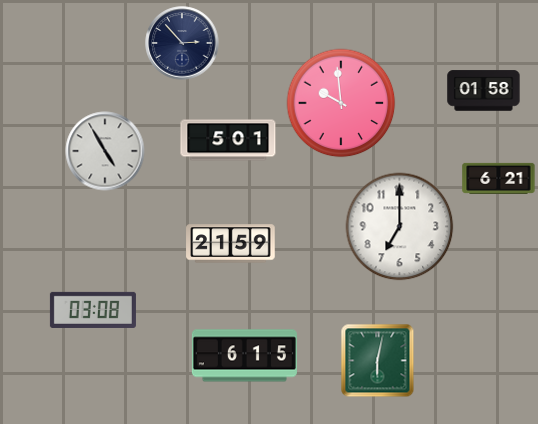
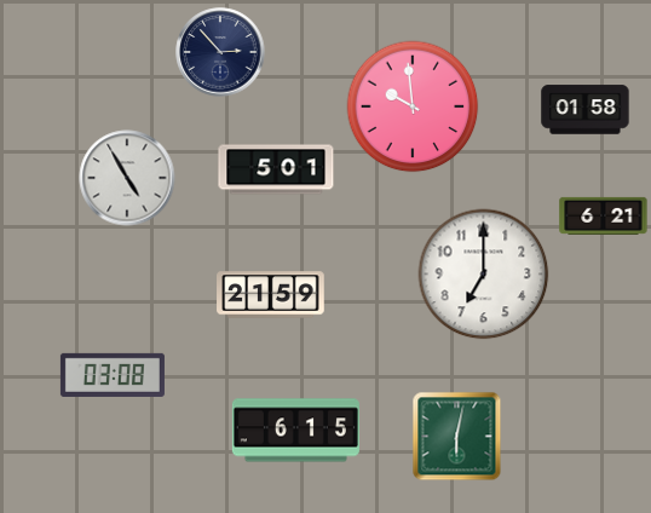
clock at (341, 103) position: (341, 103) -> (413, 106)
clock at (105, 151) position: (105, 151) -> (127, 178)
clock at (231, 244) position: (231, 244) -> (271, 295)
